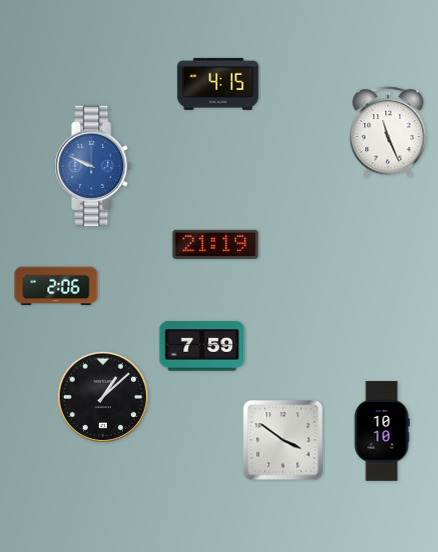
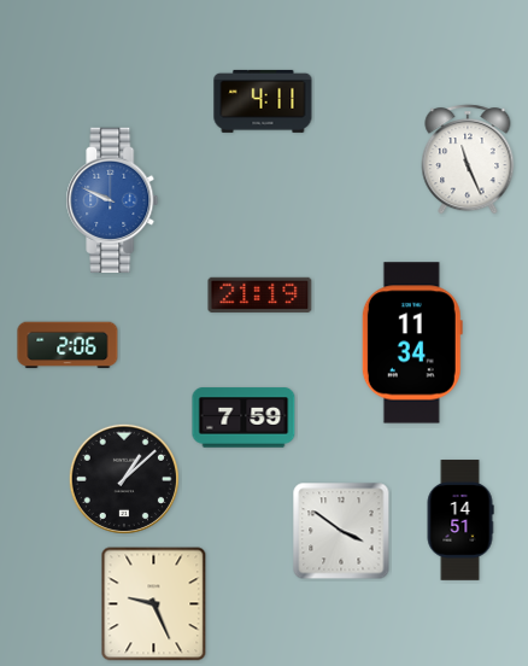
clock at (218, 84): 4:15 -> 4:11
clock at (412, 343): none -> 11:34
clock at (382, 431): 10:10 -> 14:51
clock at (154, 604): none -> 9:26
